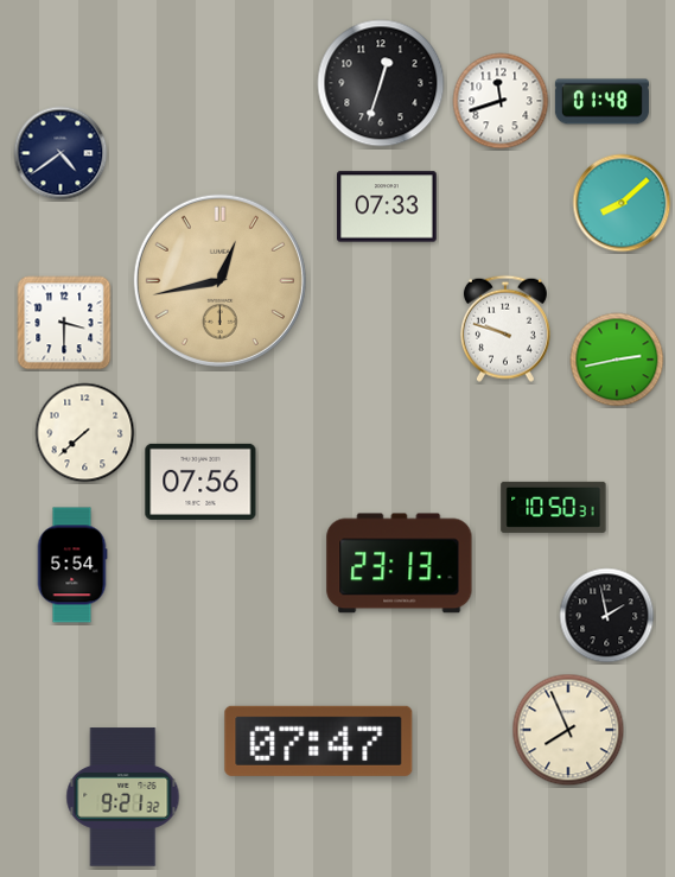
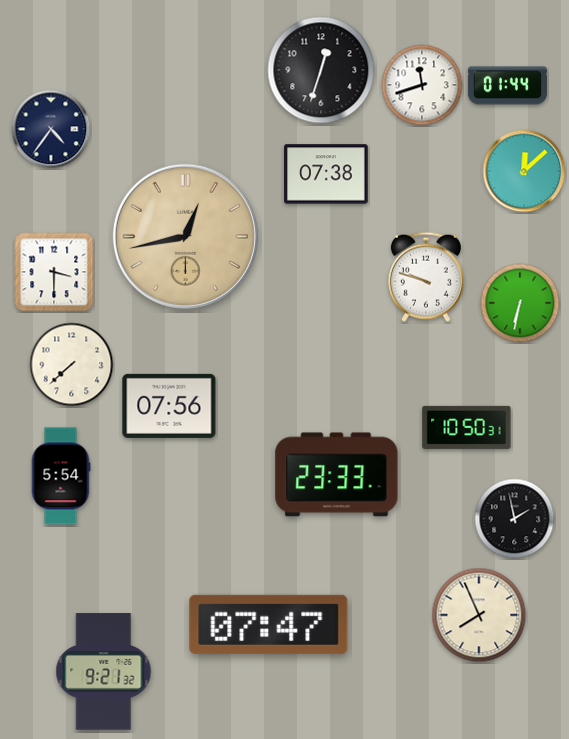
clock at (601, 102): 01:48 -> 01:44
clock at (61, 153): 4:39 -> 4:36
clock at (622, 203): 8:08 -> 12:08
clock at (387, 206): 07:33 -> 07:38
clock at (617, 360): 2:43 -> 6:32
clock at (400, 564): 23:13 -> 23:33
clock at (607, 616) position: (607, 616) -> (515, 519)
